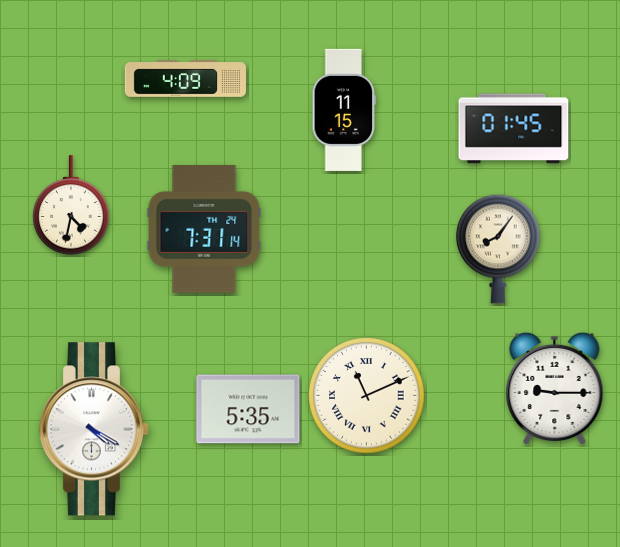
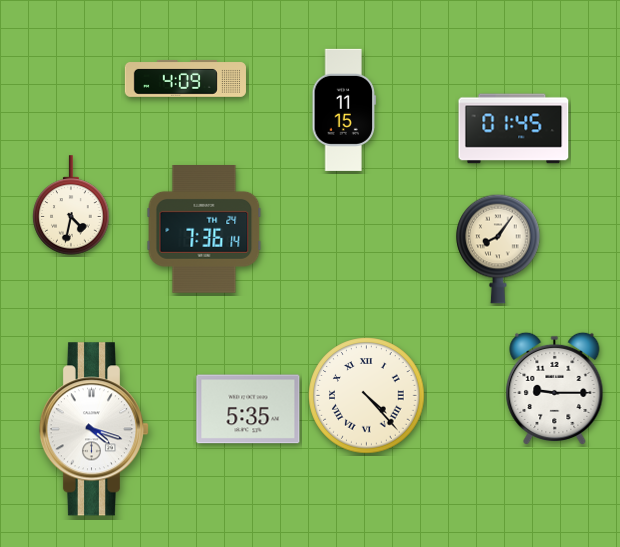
clock at (204, 230): 7:31 -> 7:36
clock at (367, 396): 11:11 -> 4:23
clock at (94, 429): 4:20 -> 4:18
